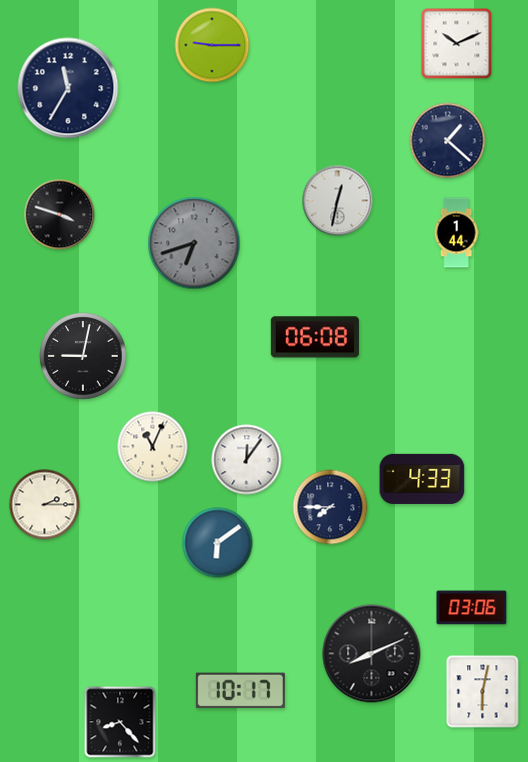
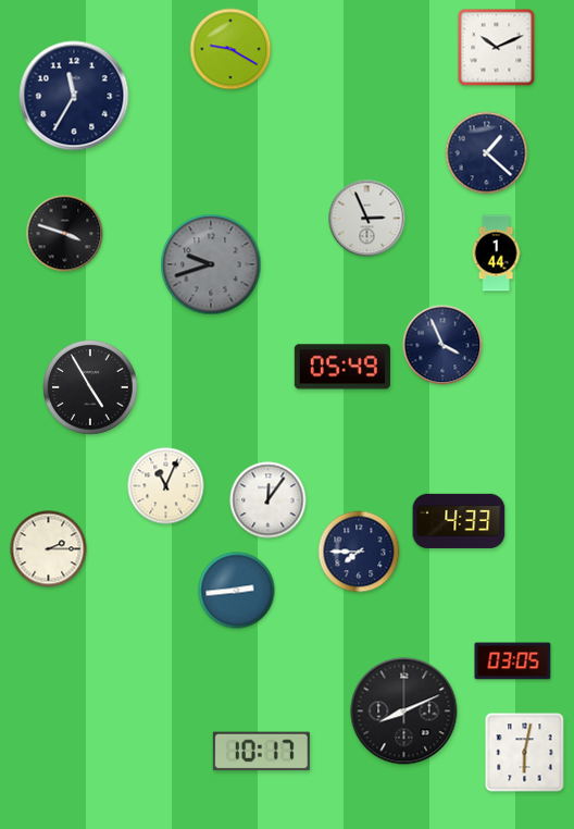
clock at (212, 45): 9:15 -> 9:20
clock at (338, 201): 12:32 -> 2:56
clock at (194, 243): 6:42 -> 9:42
clock at (442, 345): none -> 3:56
clock at (315, 337): 06:08 -> 05:49
clock at (83, 356): 9:02 -> 4:55
clock at (218, 543): 6:09 -> 2:44
clock at (472, 608): 03:06 -> 03:05
clock at (120, 722): 8:23 -> none
